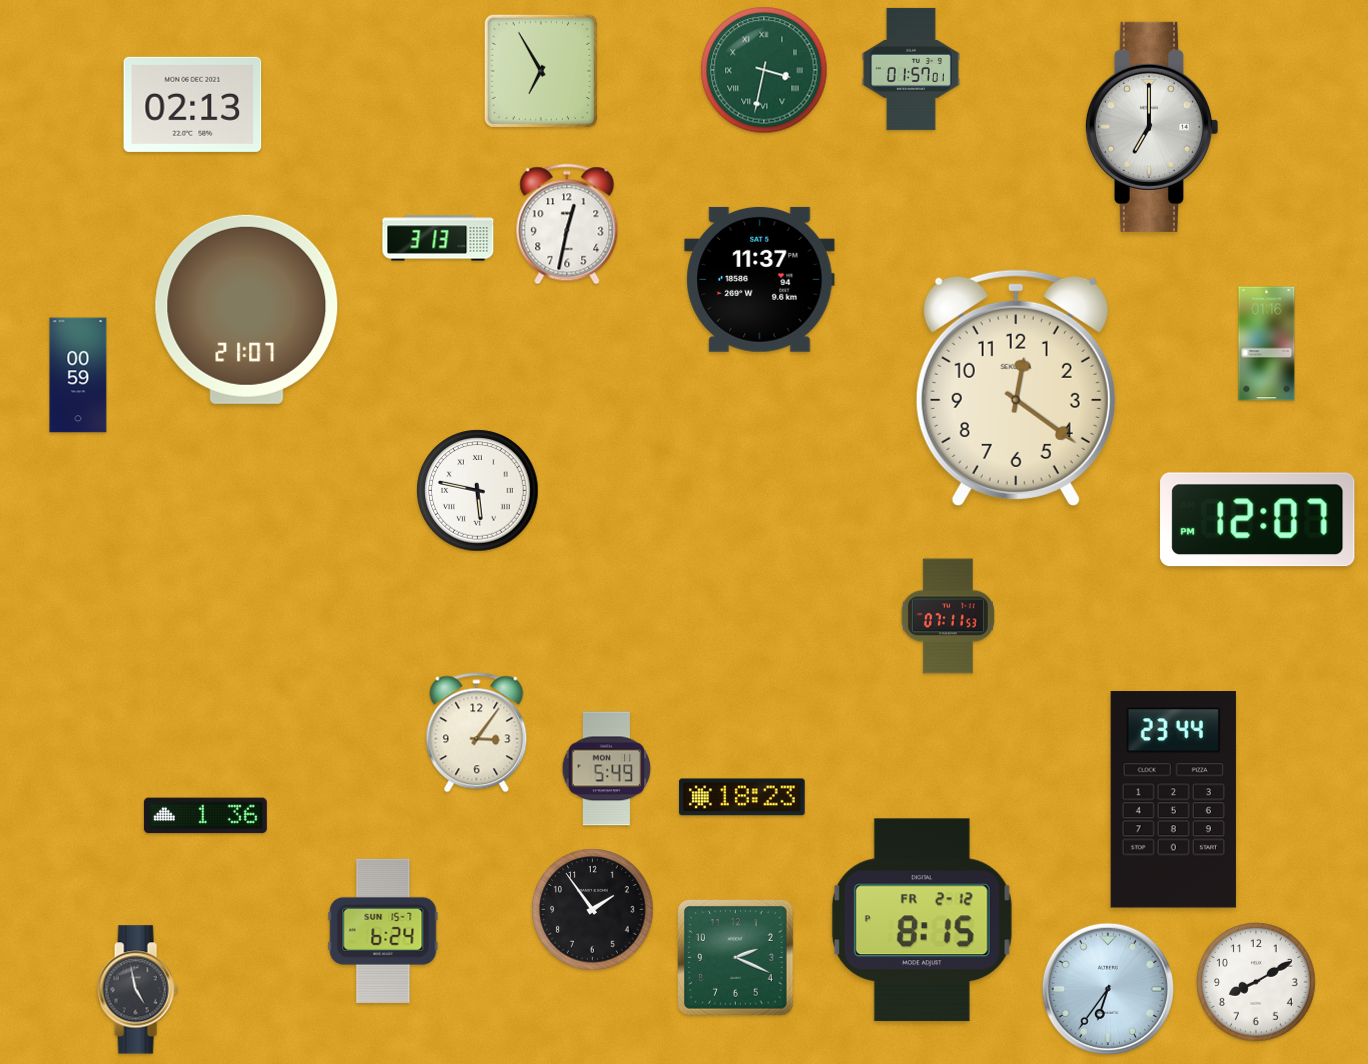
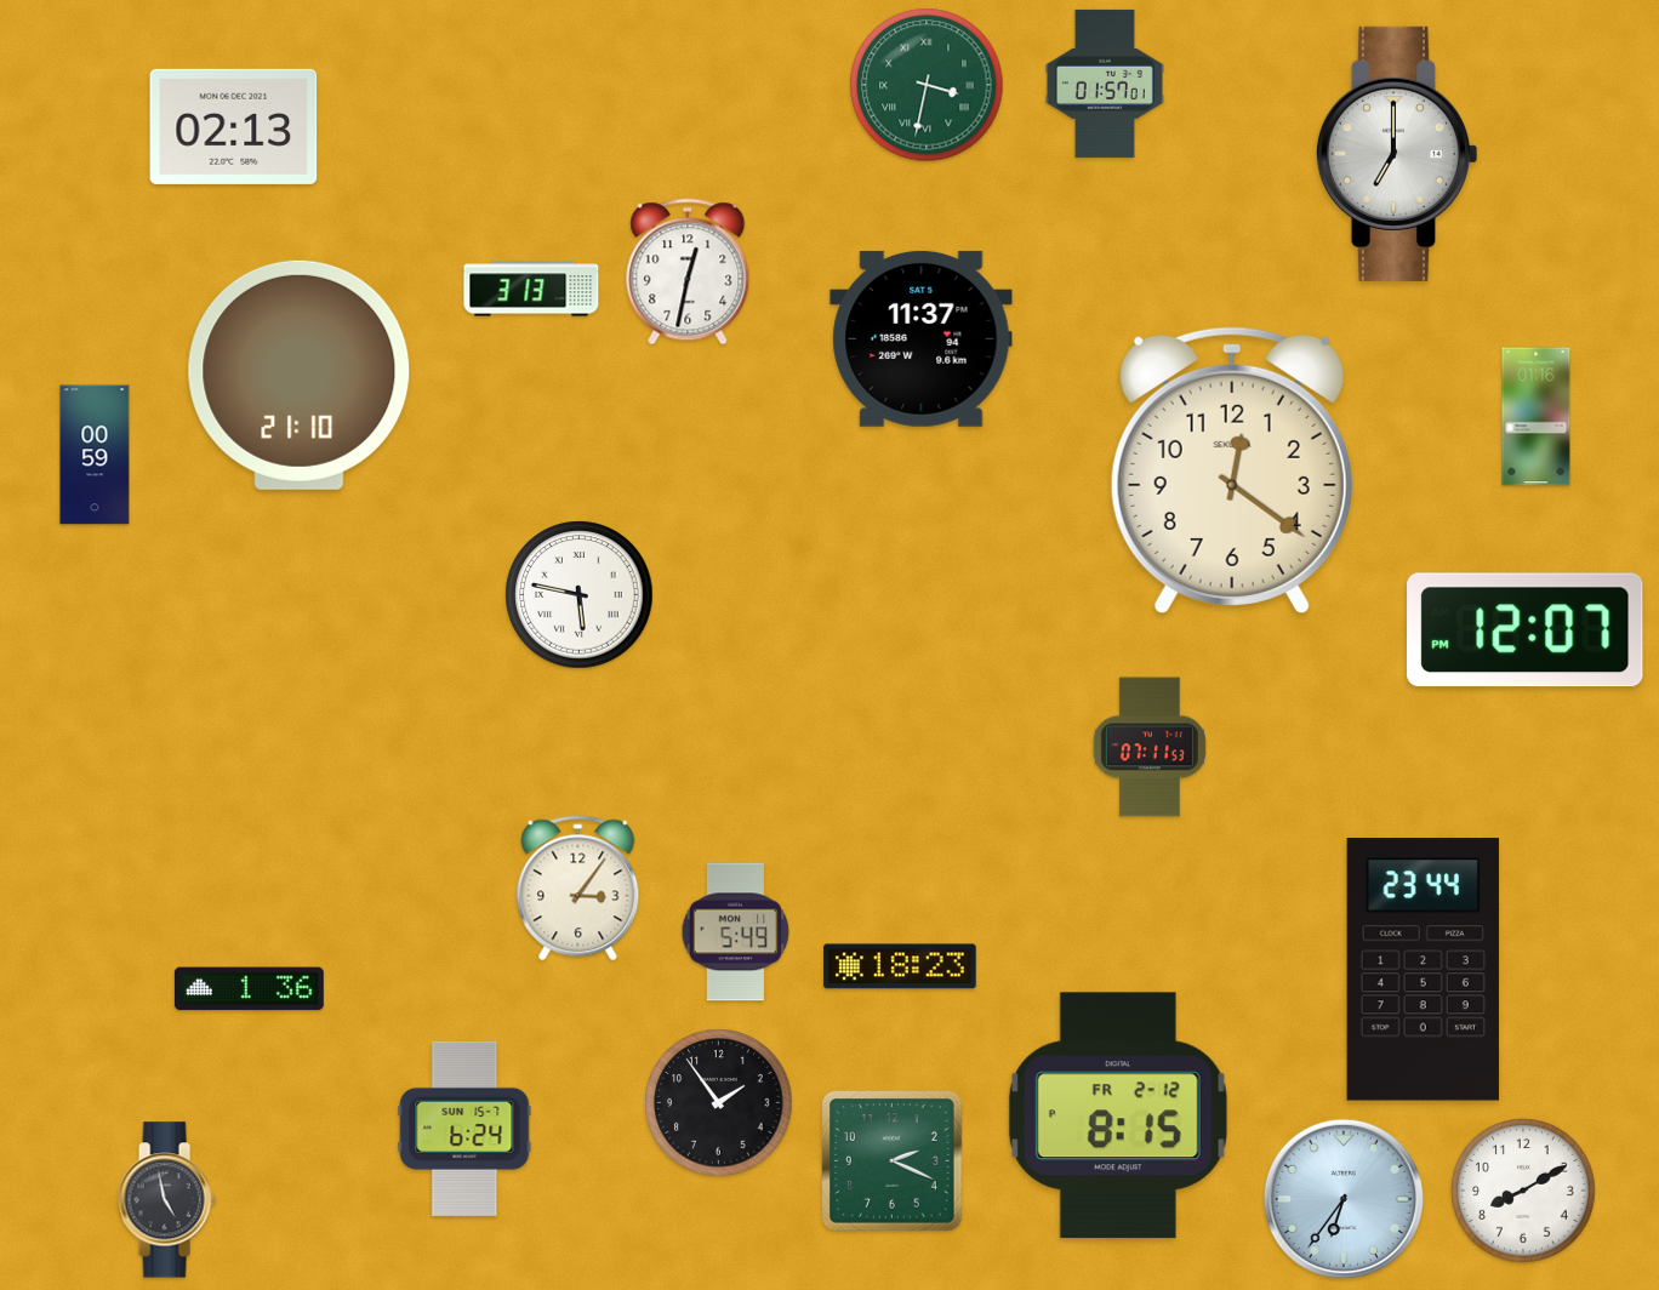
clock at (540, 70): 6:55 -> none
clock at (247, 309): 21:07 -> 21:10
